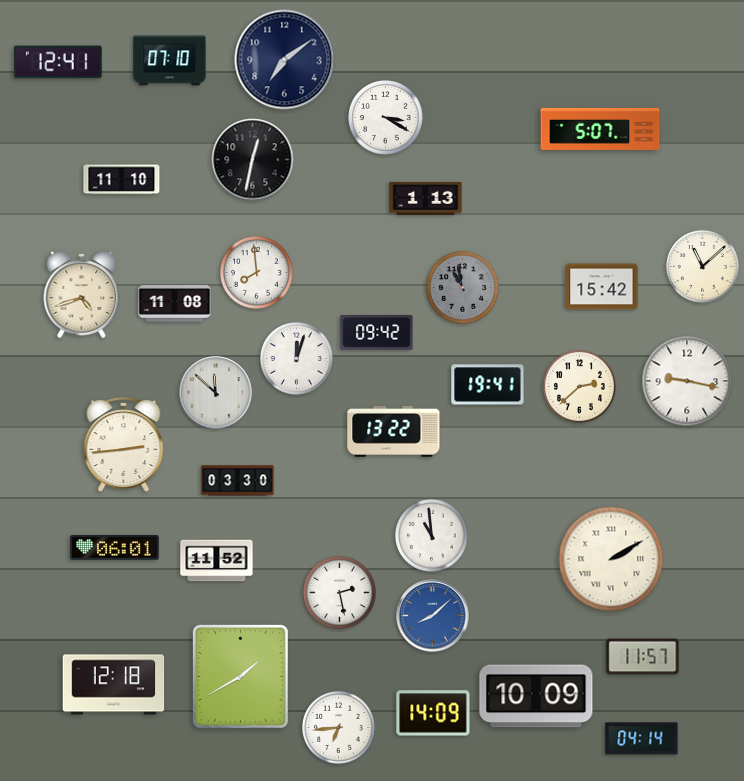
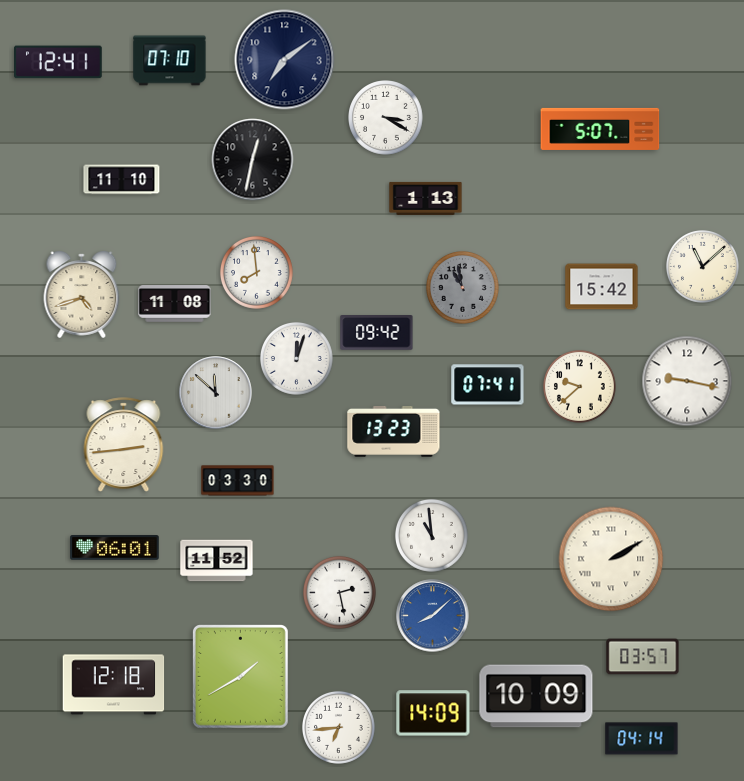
clock at (488, 385): 19:41 -> 07:41
clock at (580, 387): 2:38 -> 9:38
clock at (394, 431): 13:22 -> 13:23
clock at (643, 657): 11:57 -> 03:57
